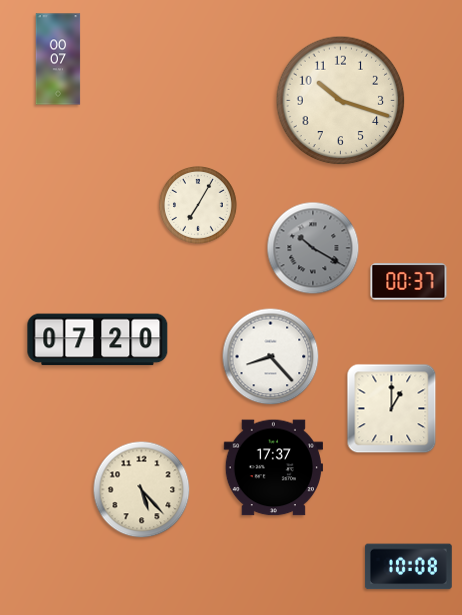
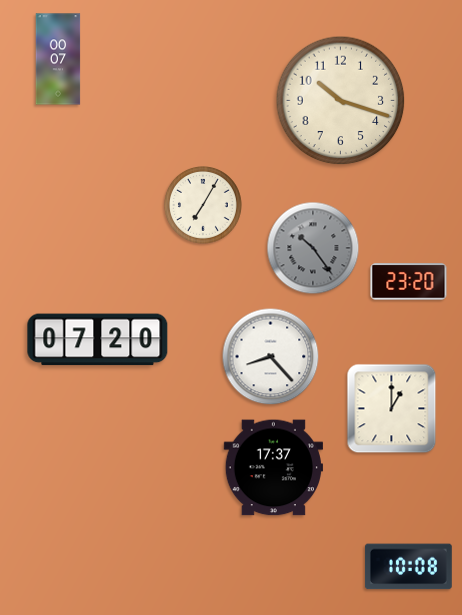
clock at (199, 206) position: (199, 206) -> (204, 206)
clock at (313, 248): 10:20 -> 10:24
clock at (409, 282): 00:37 -> 23:20
clock at (142, 490): 5:23 -> none
